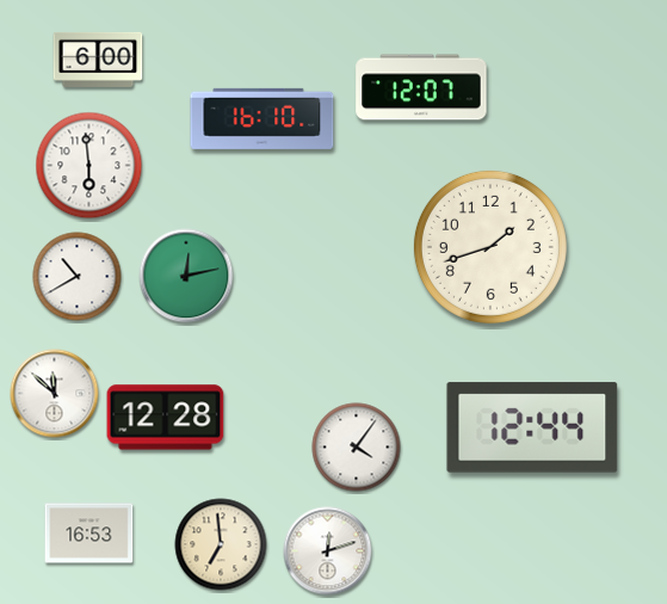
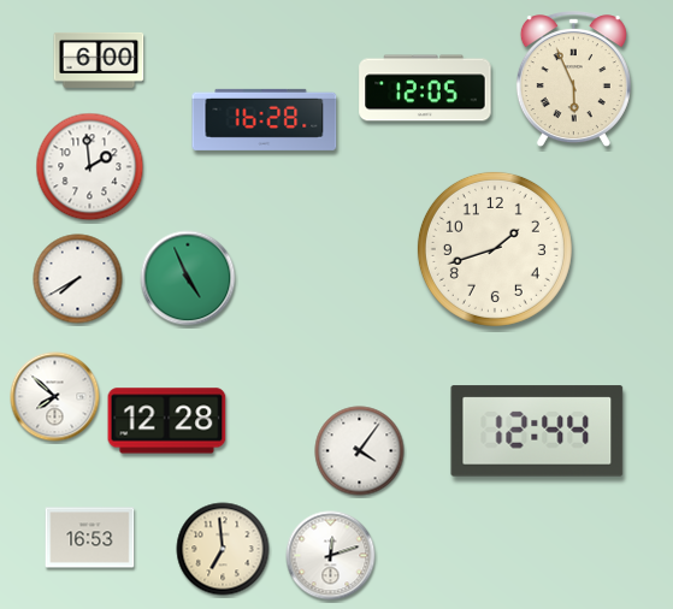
clock at (573, 79): none -> 5:56
clock at (421, 87): 12:07 -> 12:05
clock at (263, 118): 16:10 -> 16:28
clock at (89, 166): 5:59 -> 1:59
clock at (186, 276): 12:13 -> 4:56
clock at (78, 277): 10:40 -> 7:40
clock at (55, 394): 11:52 -> 7:52
